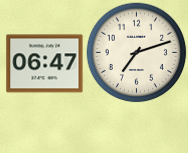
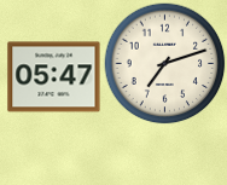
clock at (45, 64): 06:47 -> 05:47
